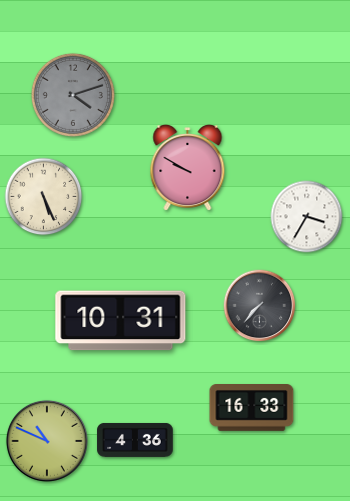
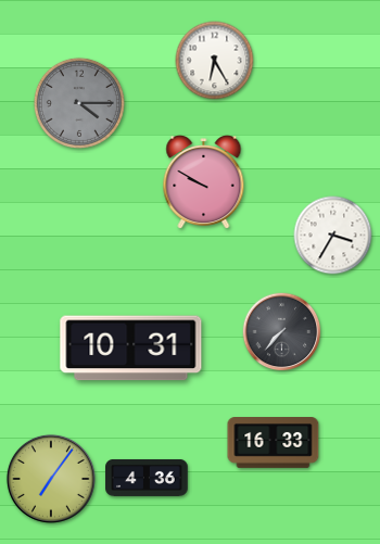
clock at (215, 61): none -> 6:25
clock at (73, 95): 4:12 -> 4:15
clock at (44, 197): 5:26 -> none
clock at (47, 441): 10:49 -> 7:06
